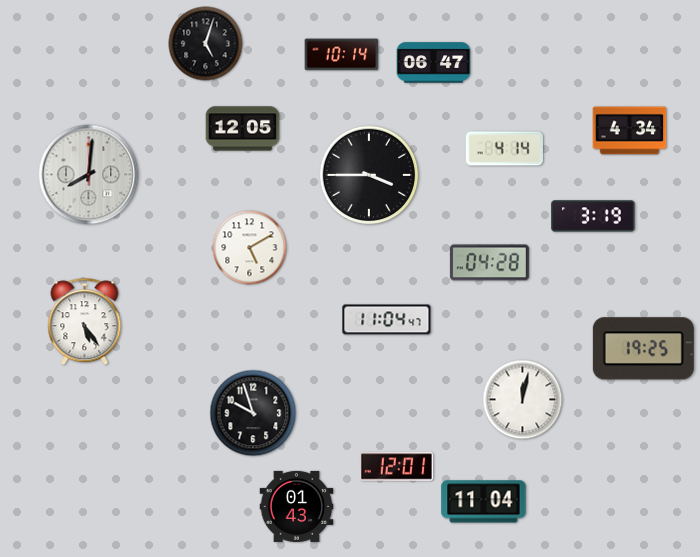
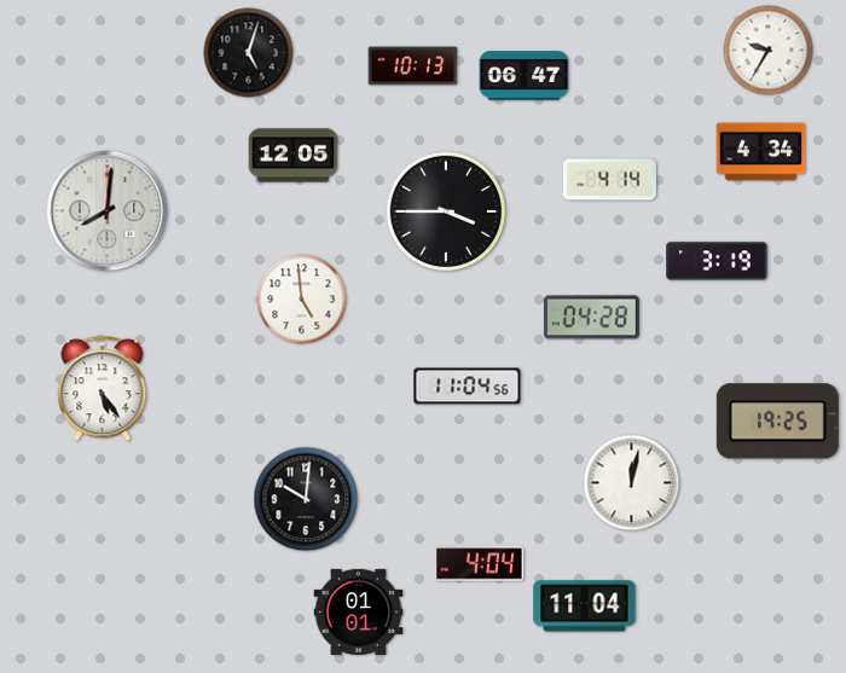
clock at (769, 51): none -> 9:35
clock at (342, 55): 10:14 -> 10:13
clock at (630, 131) position: (630, 131) -> (761, 152)
clock at (250, 248): 5:10 -> 4:59
clock at (387, 320): 11:04:47 -> 11:04:56
clock at (253, 413): 9:57 -> 10:01
clock at (397, 467): 12:01 -> 4:04
clock at (297, 506): 01:43 -> 01:01
